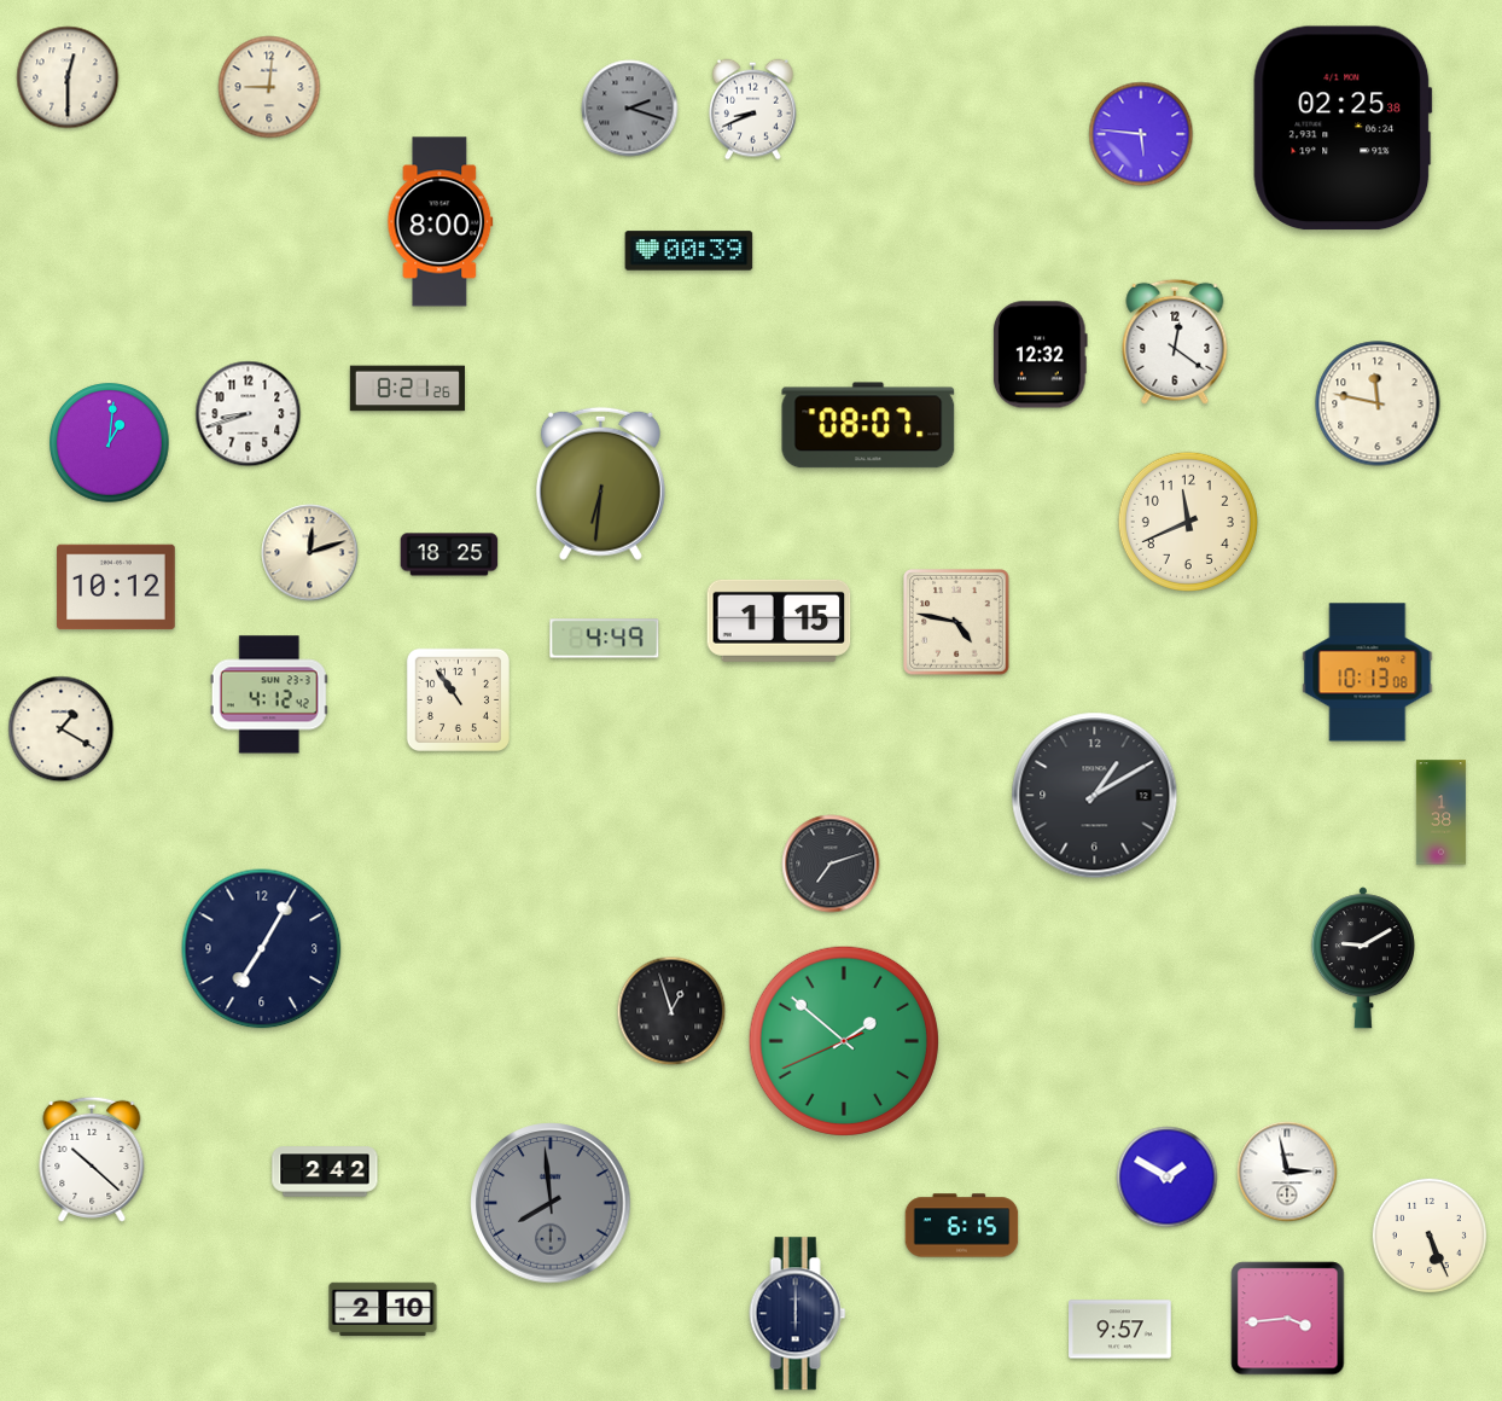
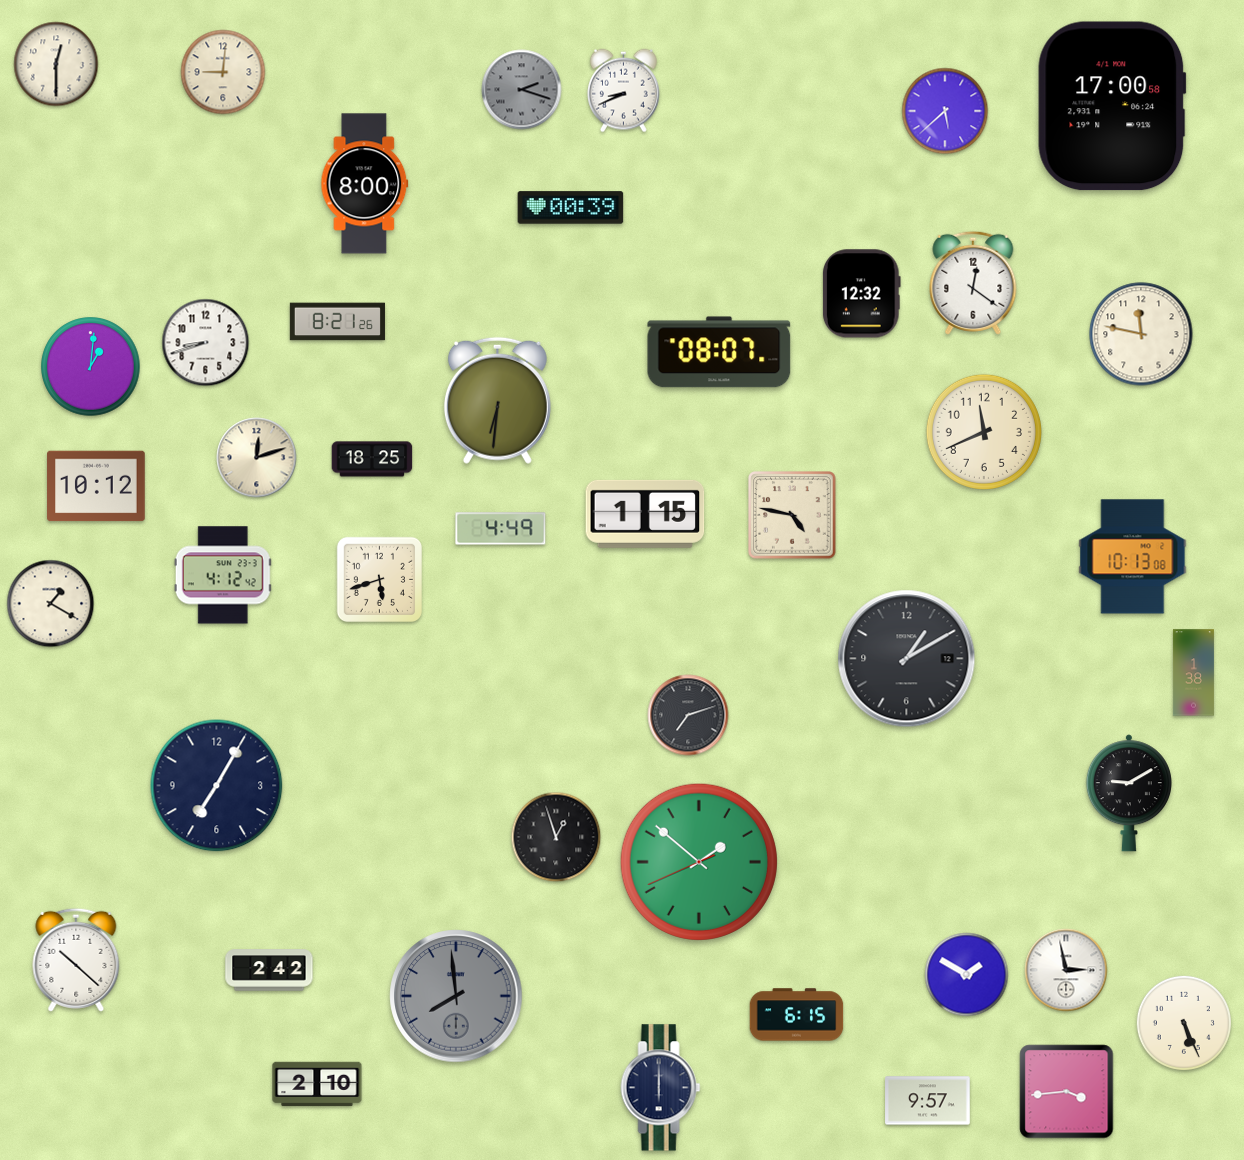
clock at (1343, 128): 02:25 -> 17:00
clock at (1141, 134): 5:46 -> 5:38
clock at (458, 699): 10:54 -> 5:42
